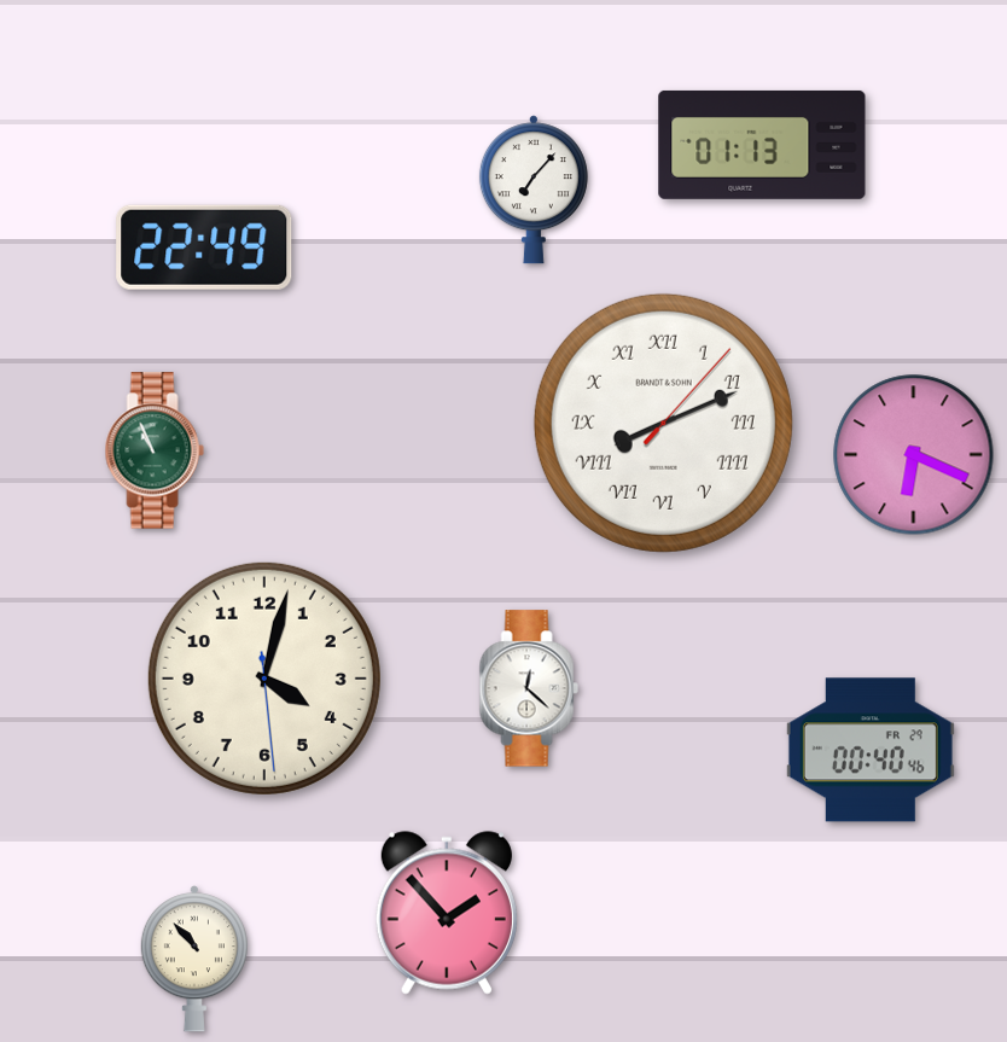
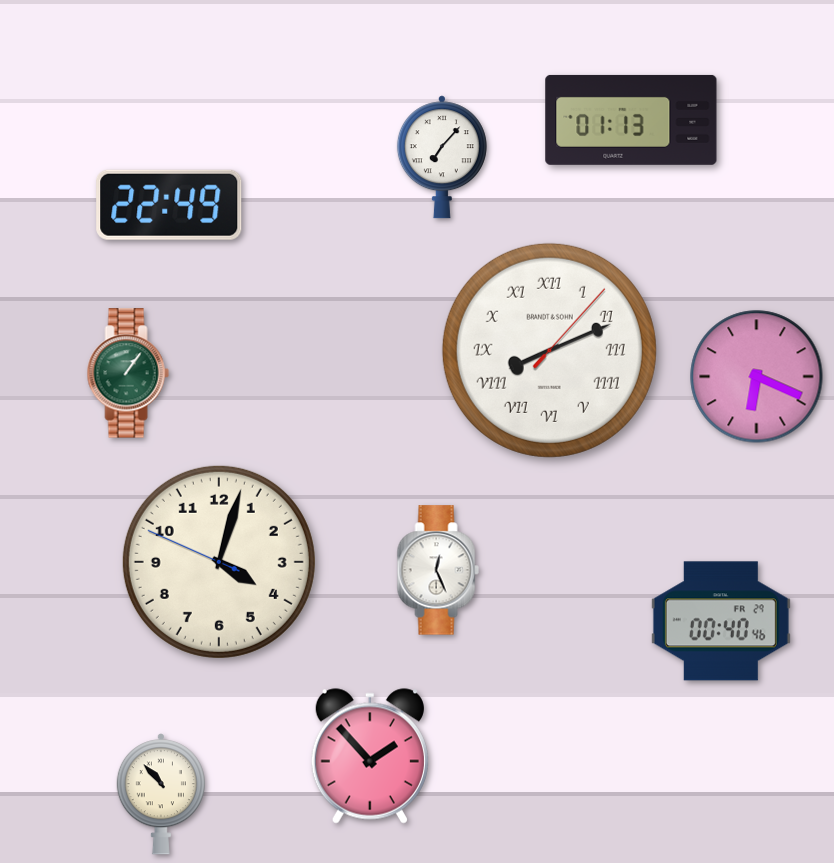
clock at (155, 450): 10:56 -> 1:06
clock at (264, 679): 4:02:29 -> 4:02:49
clock at (529, 688): 12:22 -> 12:26
